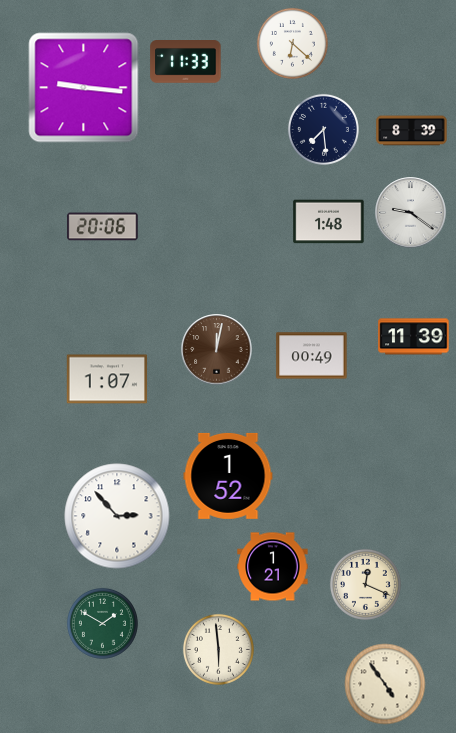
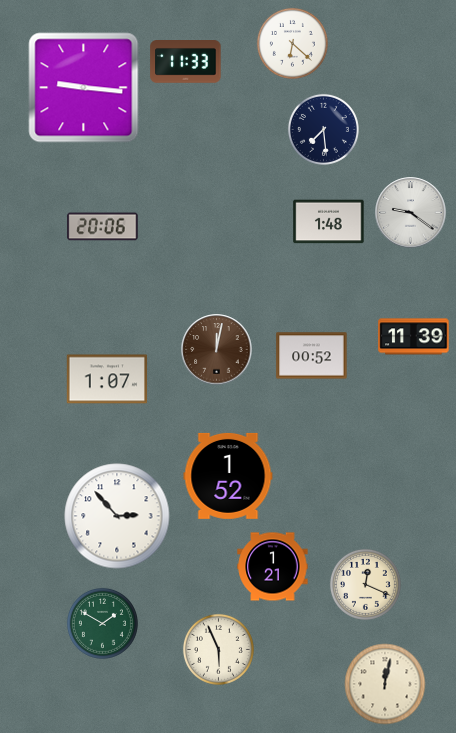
clock at (412, 131): 8:39 -> none
clock at (312, 356): 00:49 -> 00:52
clock at (218, 649): 5:59 -> 5:56
clock at (385, 684): 4:54 -> 12:02
